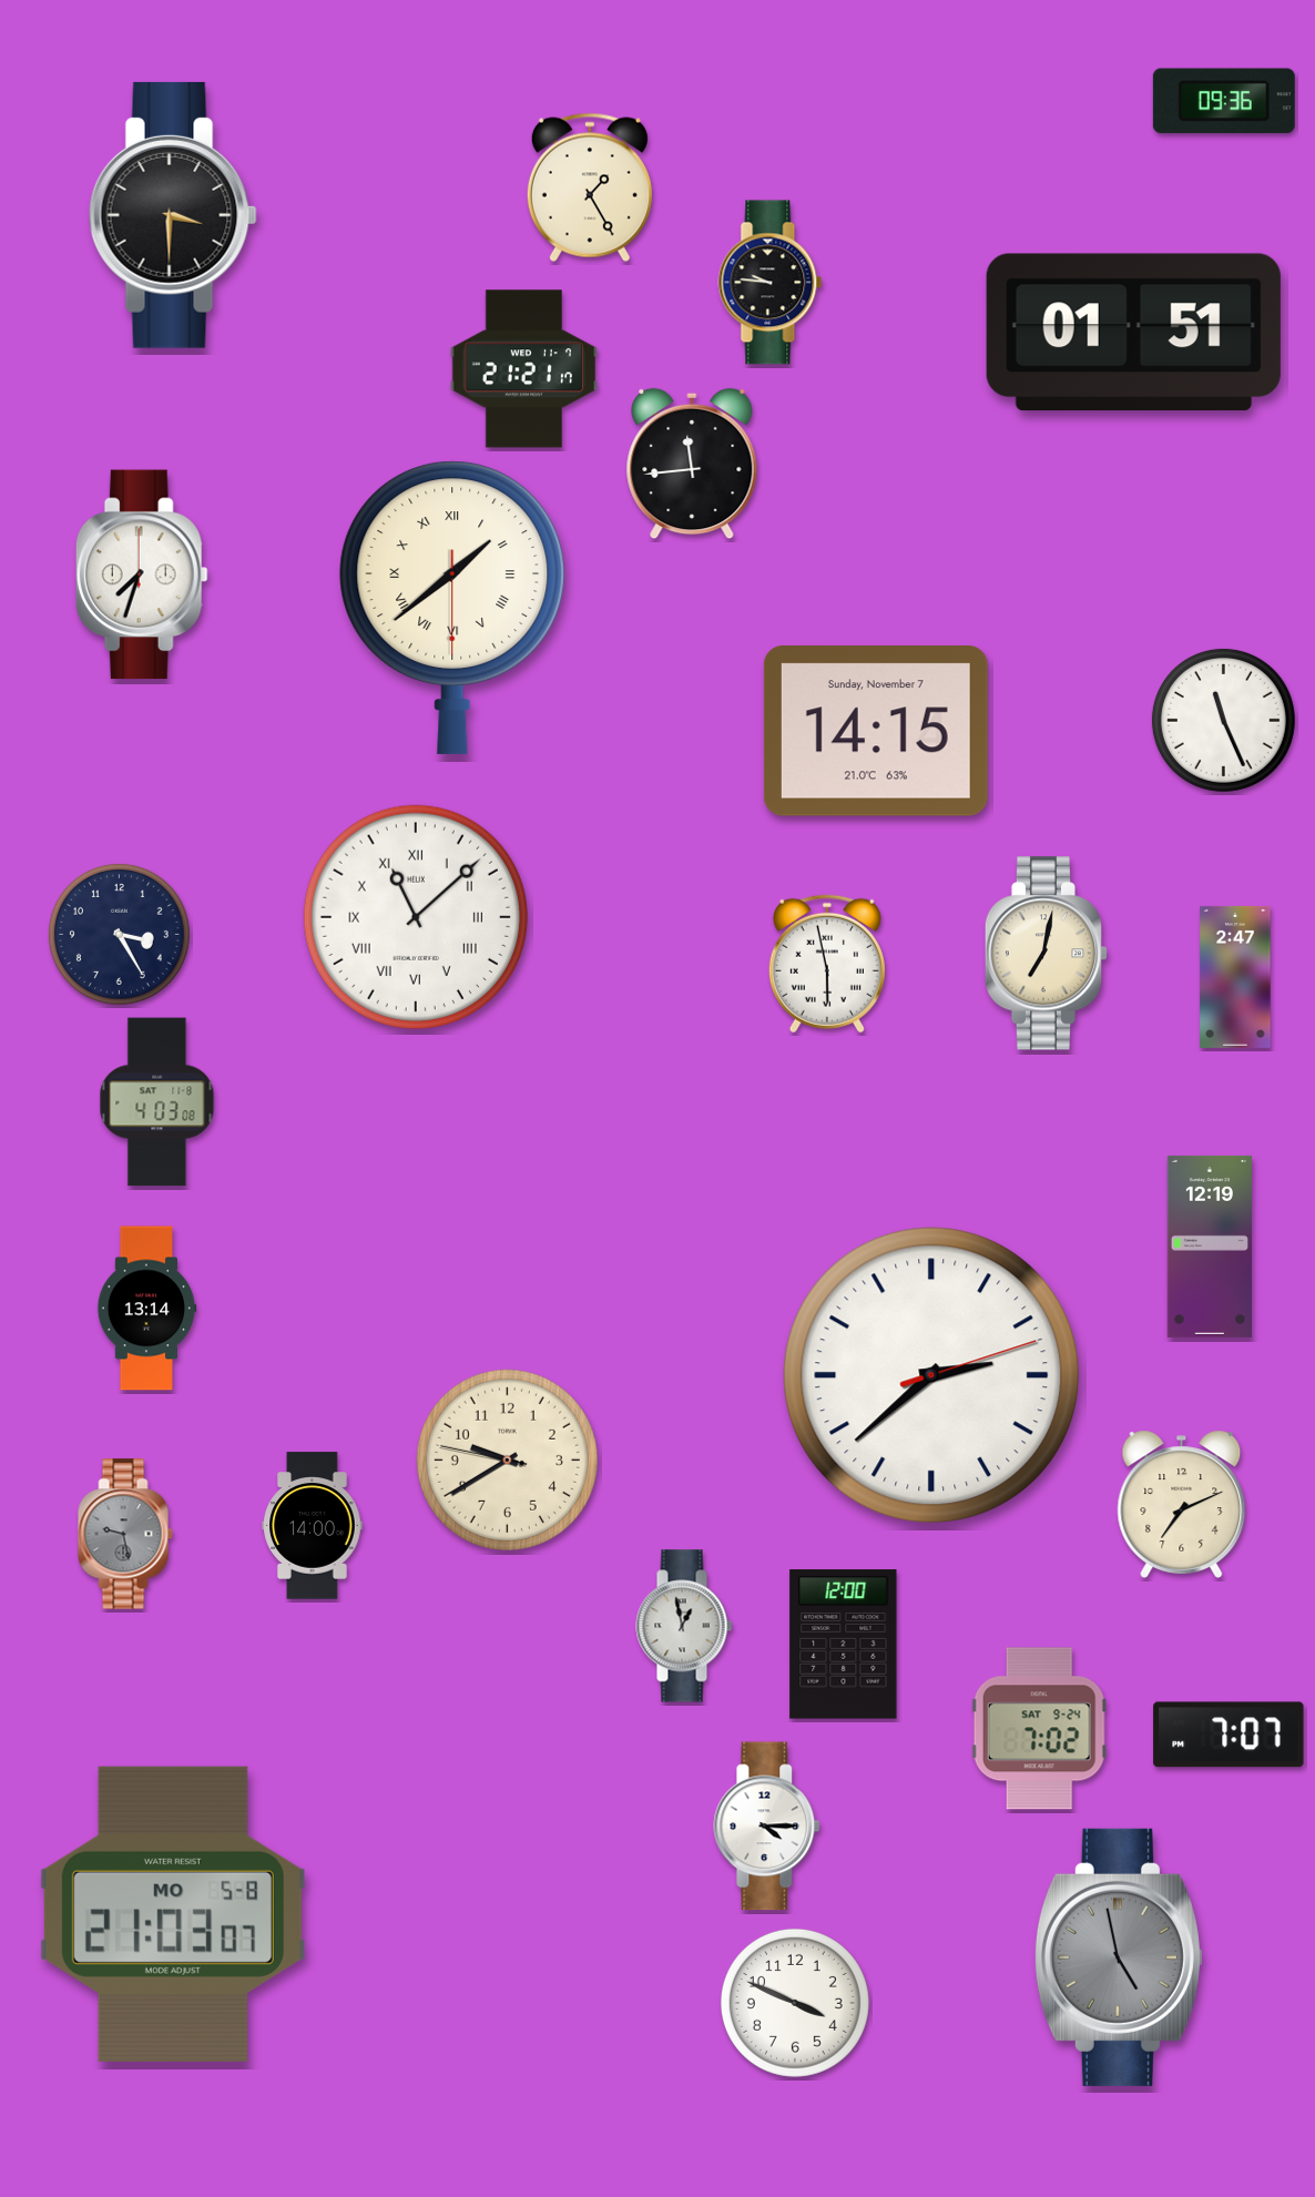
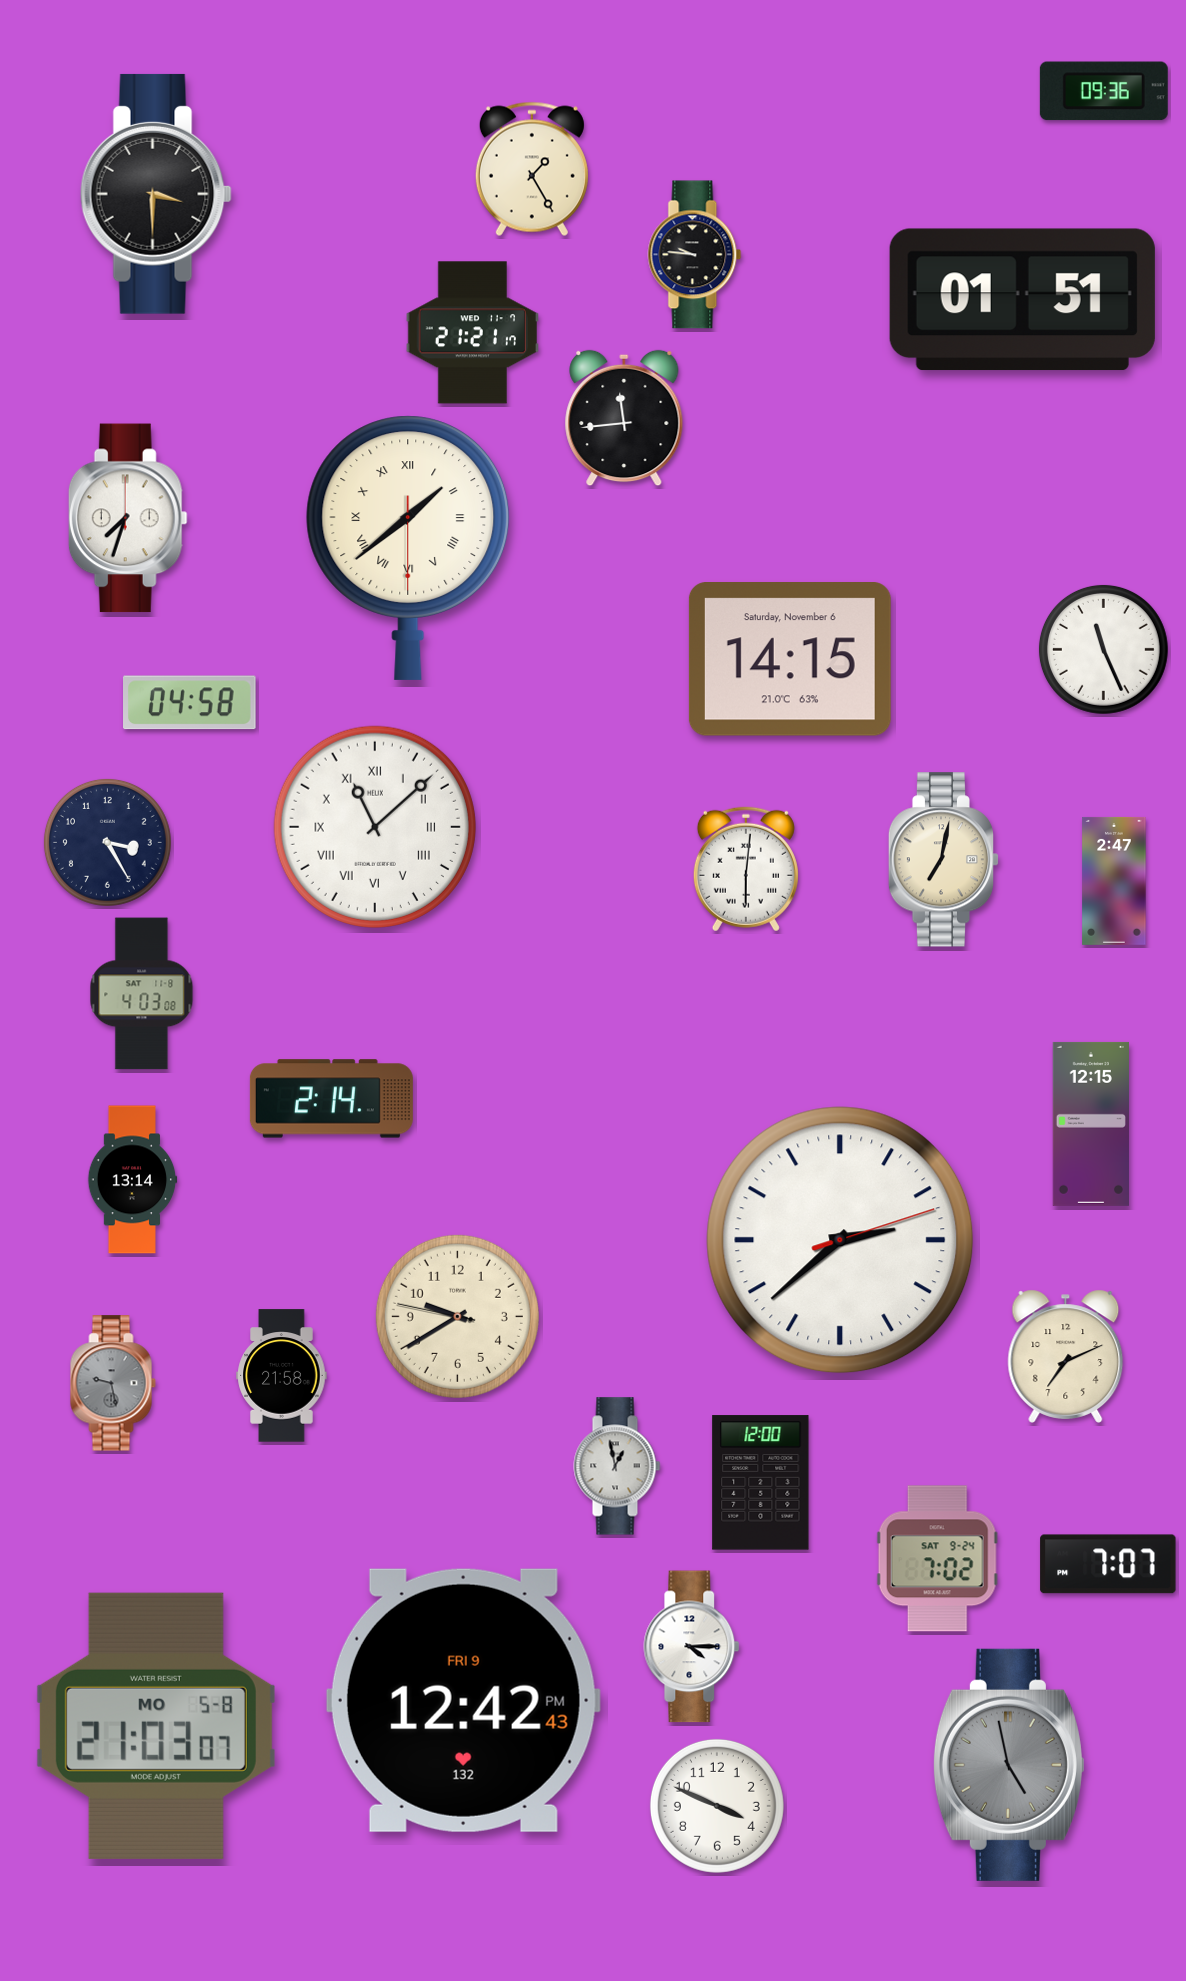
clock at (876, 732) date: Sunday, November 7 -> Saturday, November 6
clock at (190, 703): none -> 04:58
clock at (827, 964): 5:58 -> 6:01
clock at (331, 1099): none -> 2:14
clock at (1209, 1247): 12:19 -> 12:15
clock at (313, 1526): 14:00 -> 21:58
clock at (463, 1700): none -> 12:42
